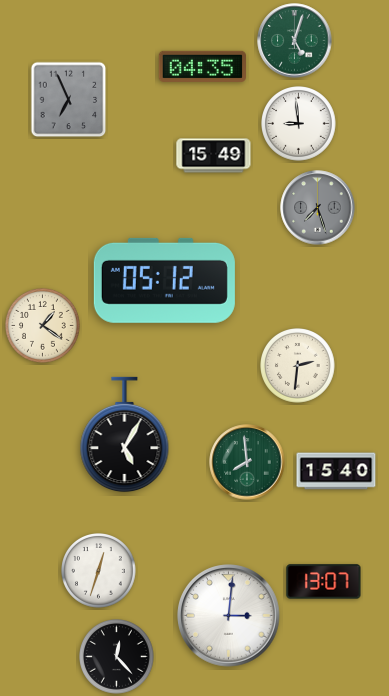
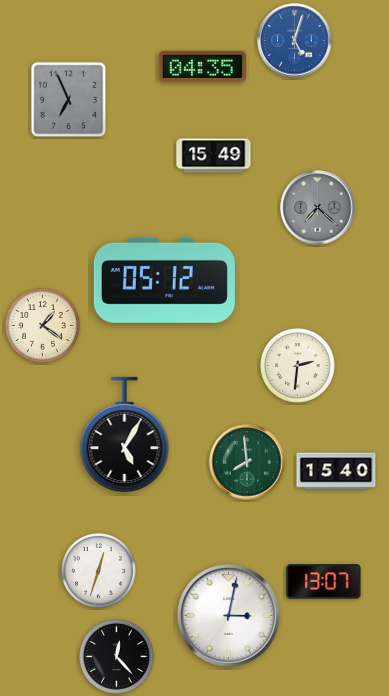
clock at (295, 41) dial: green -> blue
clock at (299, 124): 8:59 -> none
clock at (318, 208): 7:27 -> 7:22
clock at (229, 616): 3:01 -> 3:02
